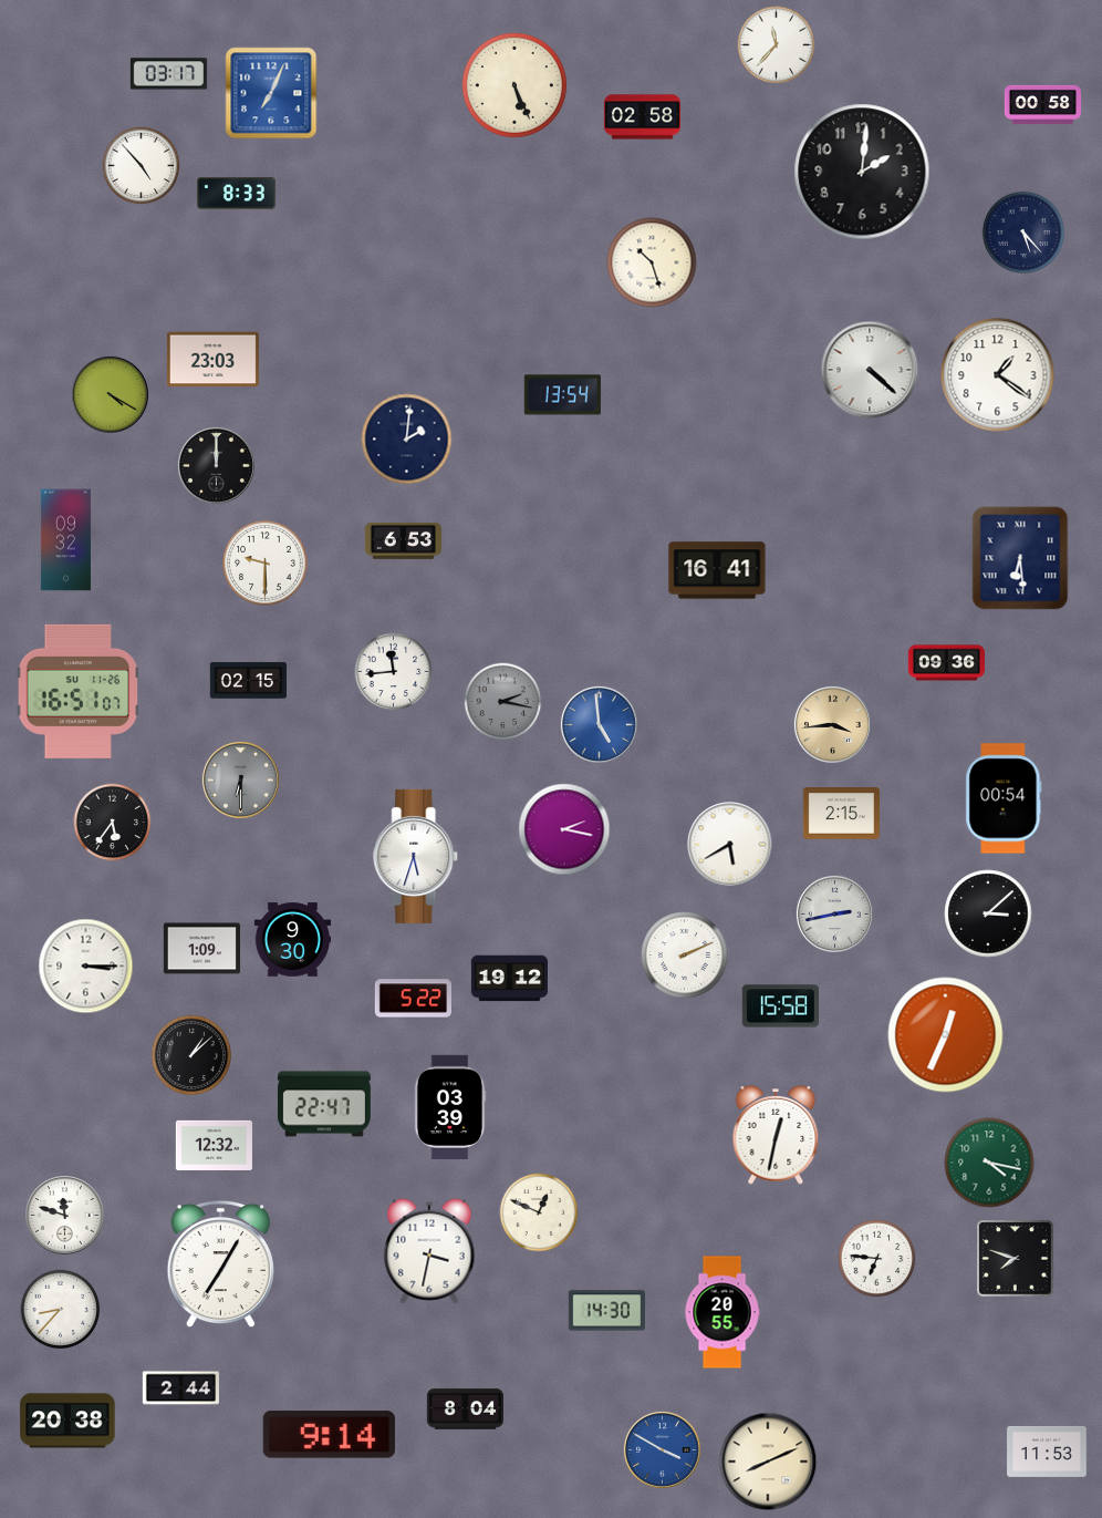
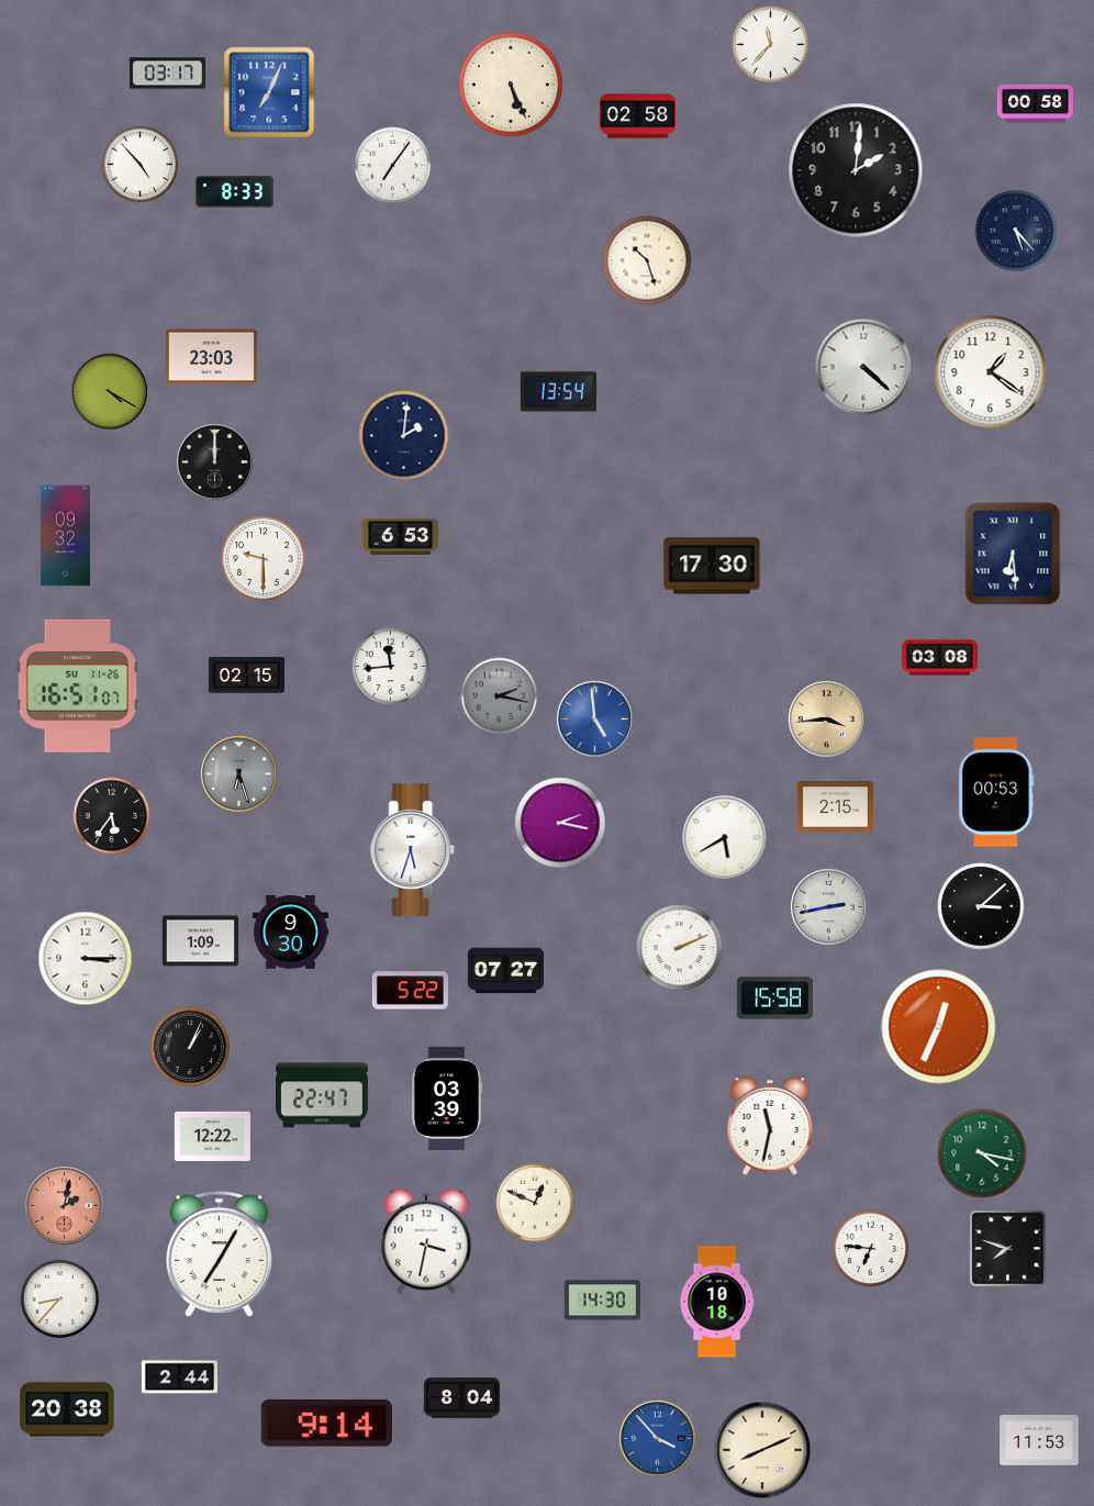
clock at (393, 166): none -> 7:06
clock at (717, 570): 16:41 -> 17:30
clock at (946, 663): 09:36 -> 03:08
clock at (240, 779): 6:30 -> 6:27
clock at (1004, 798): 00:54 -> 00:53
clock at (509, 979): 19:12 -> 07:27
clock at (190, 1054): 1:08 -> 1:04
clock at (776, 1135): 12:32 -> 11:32
clock at (214, 1145): 12:32 -> 12:22
clock at (65, 1216): 11:48 -> 2:02
clock at (65, 1216) dial: white -> salmon
clock at (722, 1312): 20:55 -> 10:18
clock at (662, 1449): 3:50 -> 3:53
